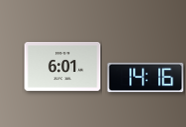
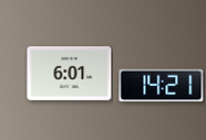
clock at (146, 78): 14:16 -> 14:21
